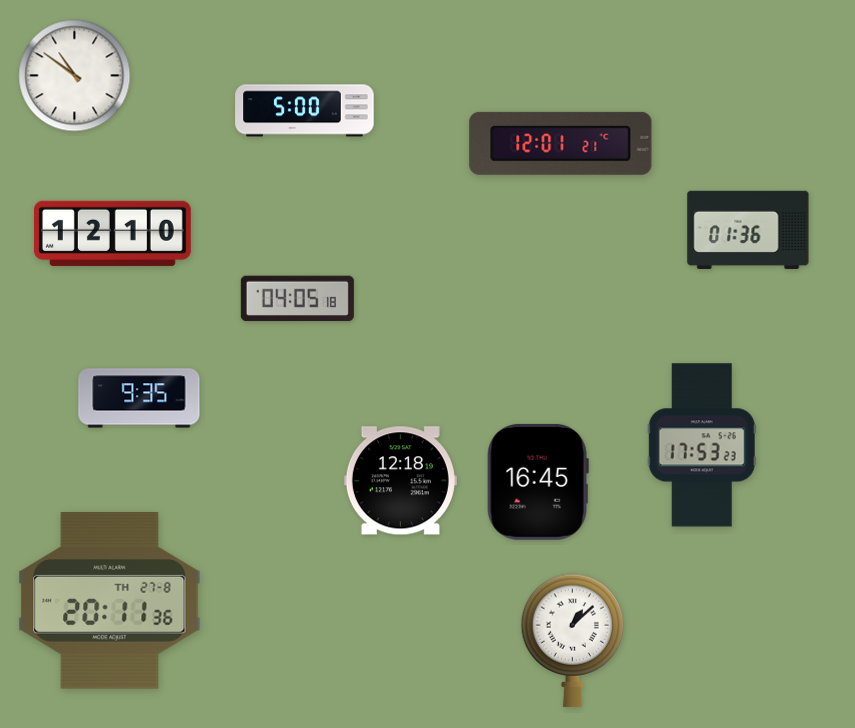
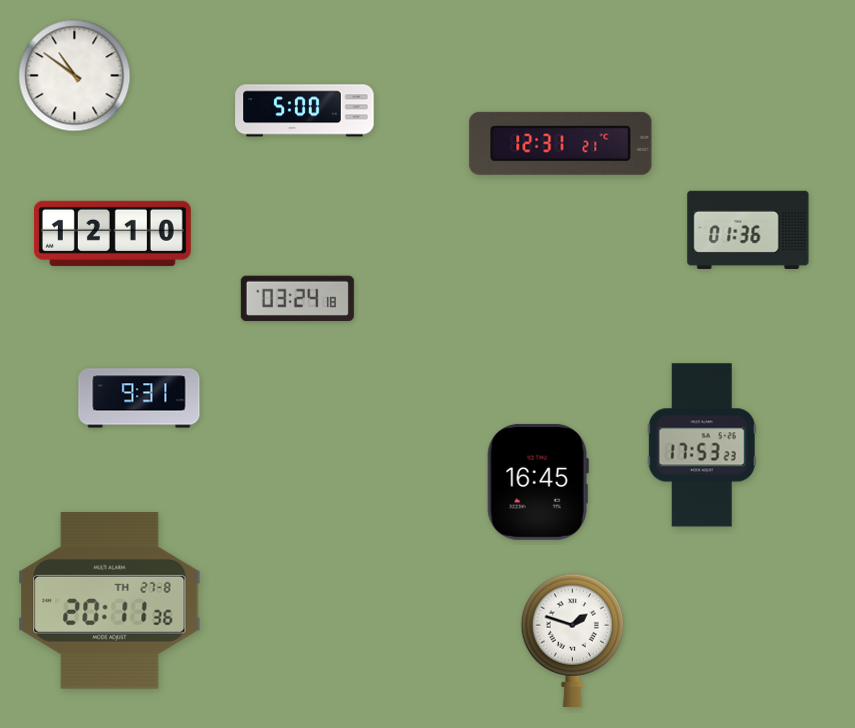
clock at (561, 143): 12:01 -> 12:31
clock at (297, 299): 04:05 -> 03:24
clock at (139, 398): 9:35 -> 9:31
clock at (400, 481): 12:18 -> none
clock at (572, 640): 1:08 -> 1:48
